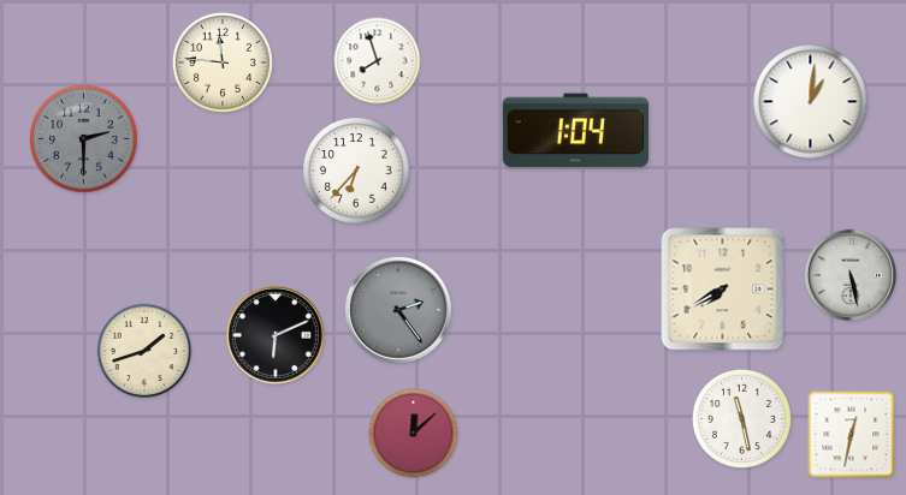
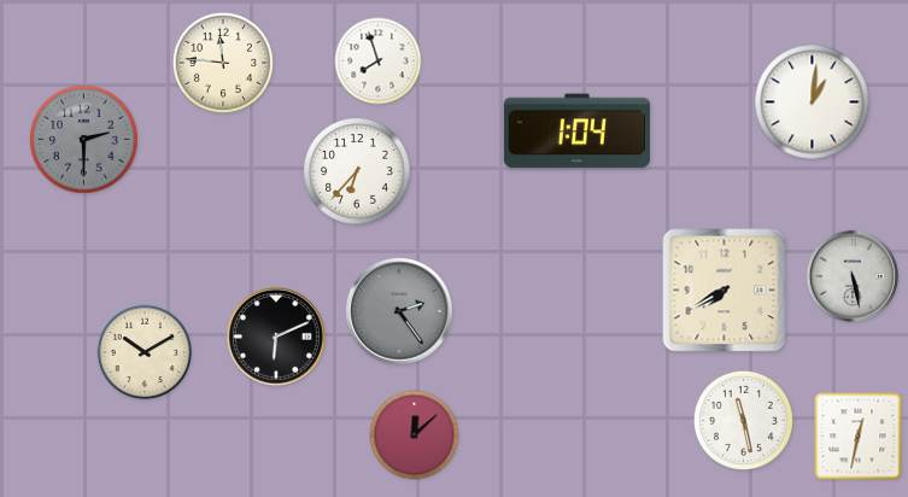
clock at (144, 351): 1:42 -> 10:10
clock at (852, 435) position: (852, 435) -> (859, 437)
